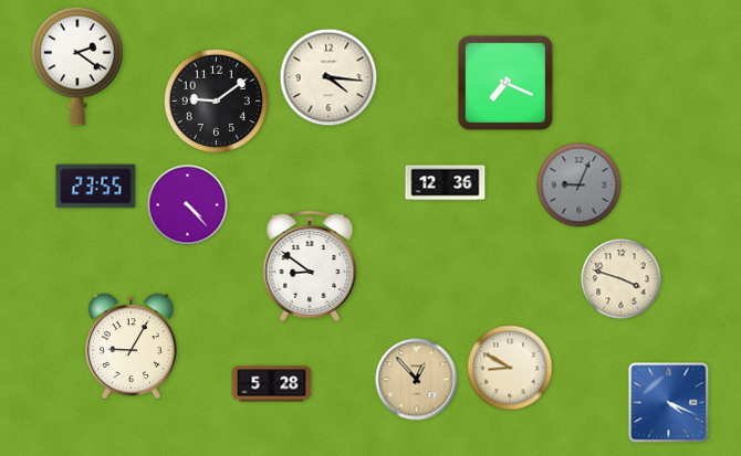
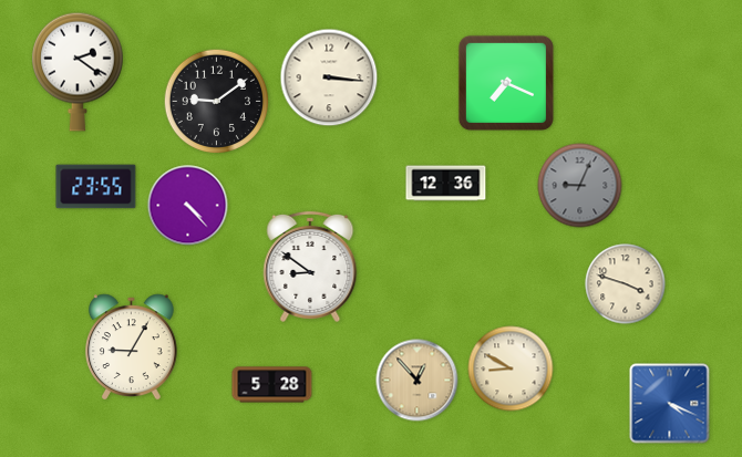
clock at (77, 66) position: (77, 66) -> (78, 72)
clock at (328, 77): 4:16 -> 3:16
clock at (622, 279) position: (622, 279) -> (626, 284)
